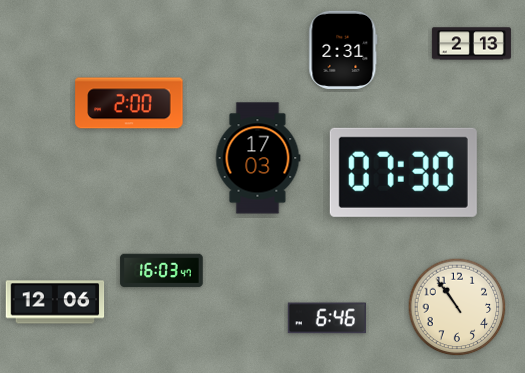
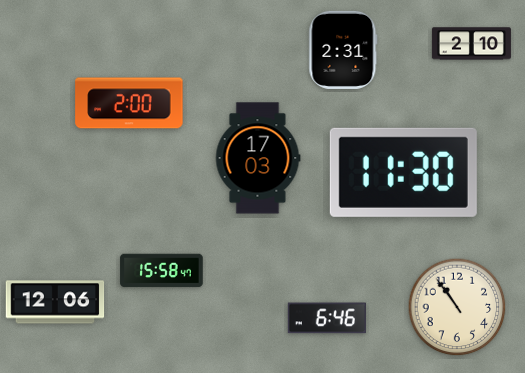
clock at (471, 44): 2:13 -> 2:10
clock at (403, 172): 07:30 -> 11:30
clock at (162, 271): 16:03 -> 15:58
